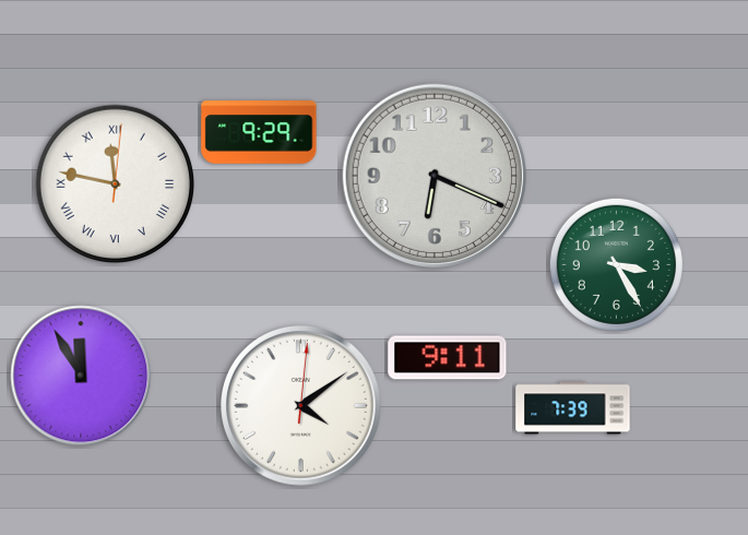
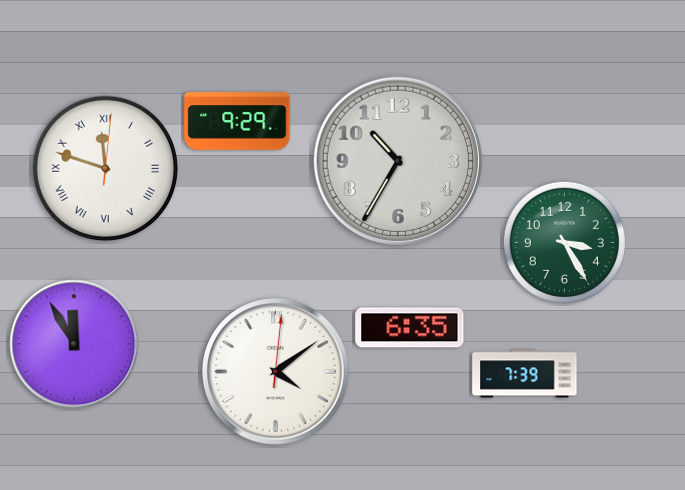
clock at (435, 176): 6:19 -> 10:35
clock at (115, 183): 11:47 -> 11:48
clock at (448, 358): 9:11 -> 6:35
